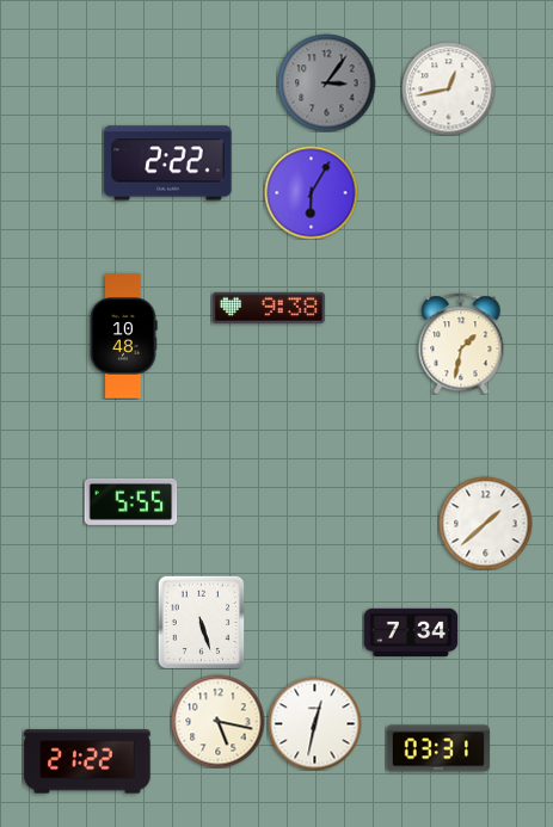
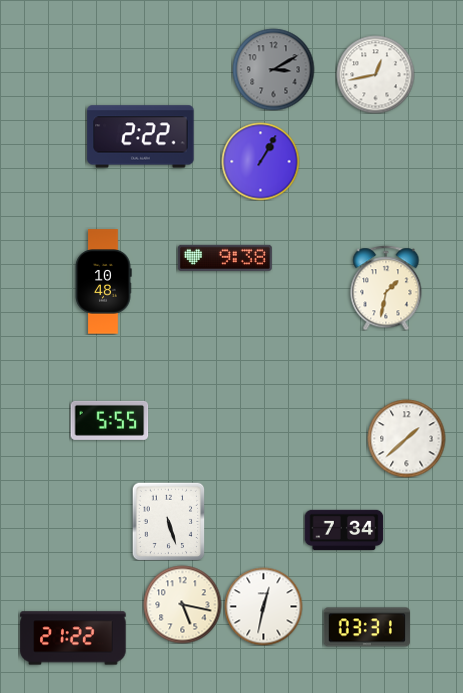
clock at (326, 82): 3:06 -> 3:10
clock at (311, 192): 6:05 -> 1:05
